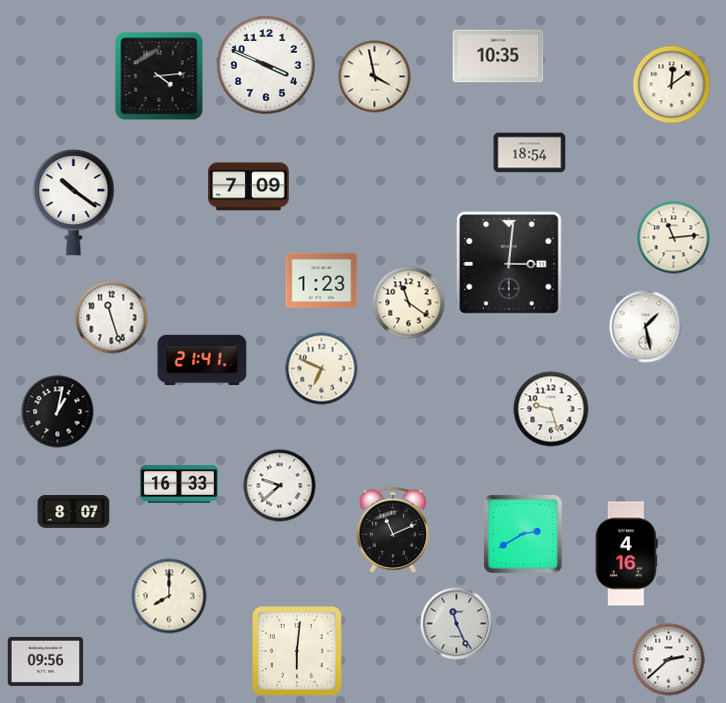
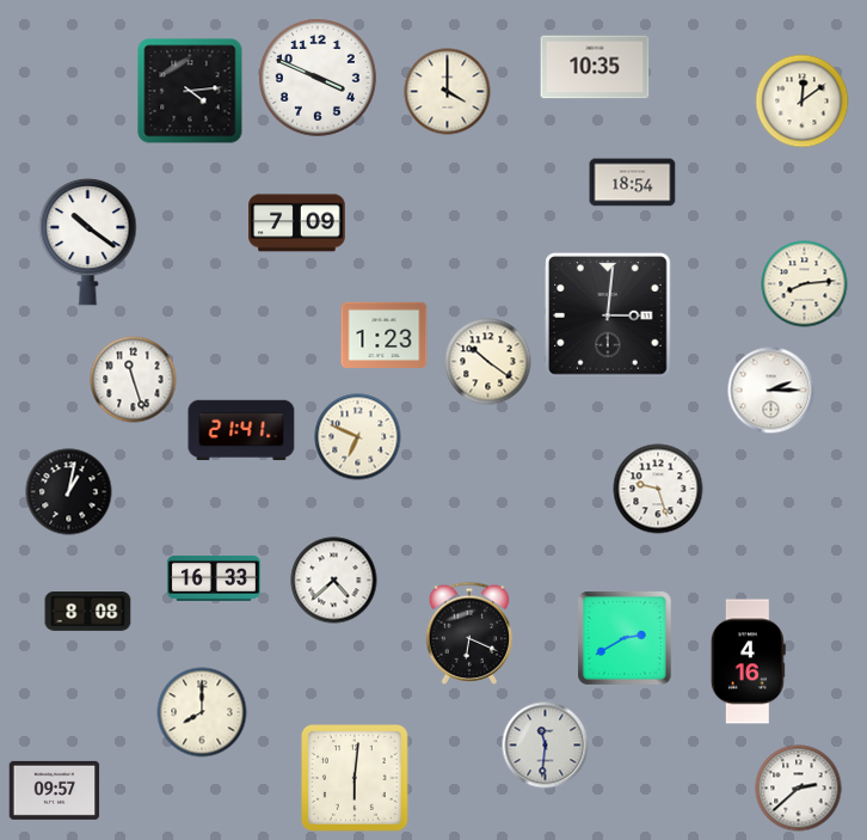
clock at (375, 77): 3:58 -> 4:00
clock at (674, 238): 11:14 -> 8:14
clock at (409, 303): 11:21 -> 10:21
clock at (646, 327): 1:28 -> 2:15
clock at (322, 369) position: (322, 369) -> (358, 437)
clock at (280, 486): 9:38 -> 4:38
clock at (74, 512): 8:07 -> 8:08
clock at (393, 530): 11:11 -> 6:19
clock at (457, 624): 11:26 -> 11:31
clock at (46, 661): 09:56 -> 09:57
